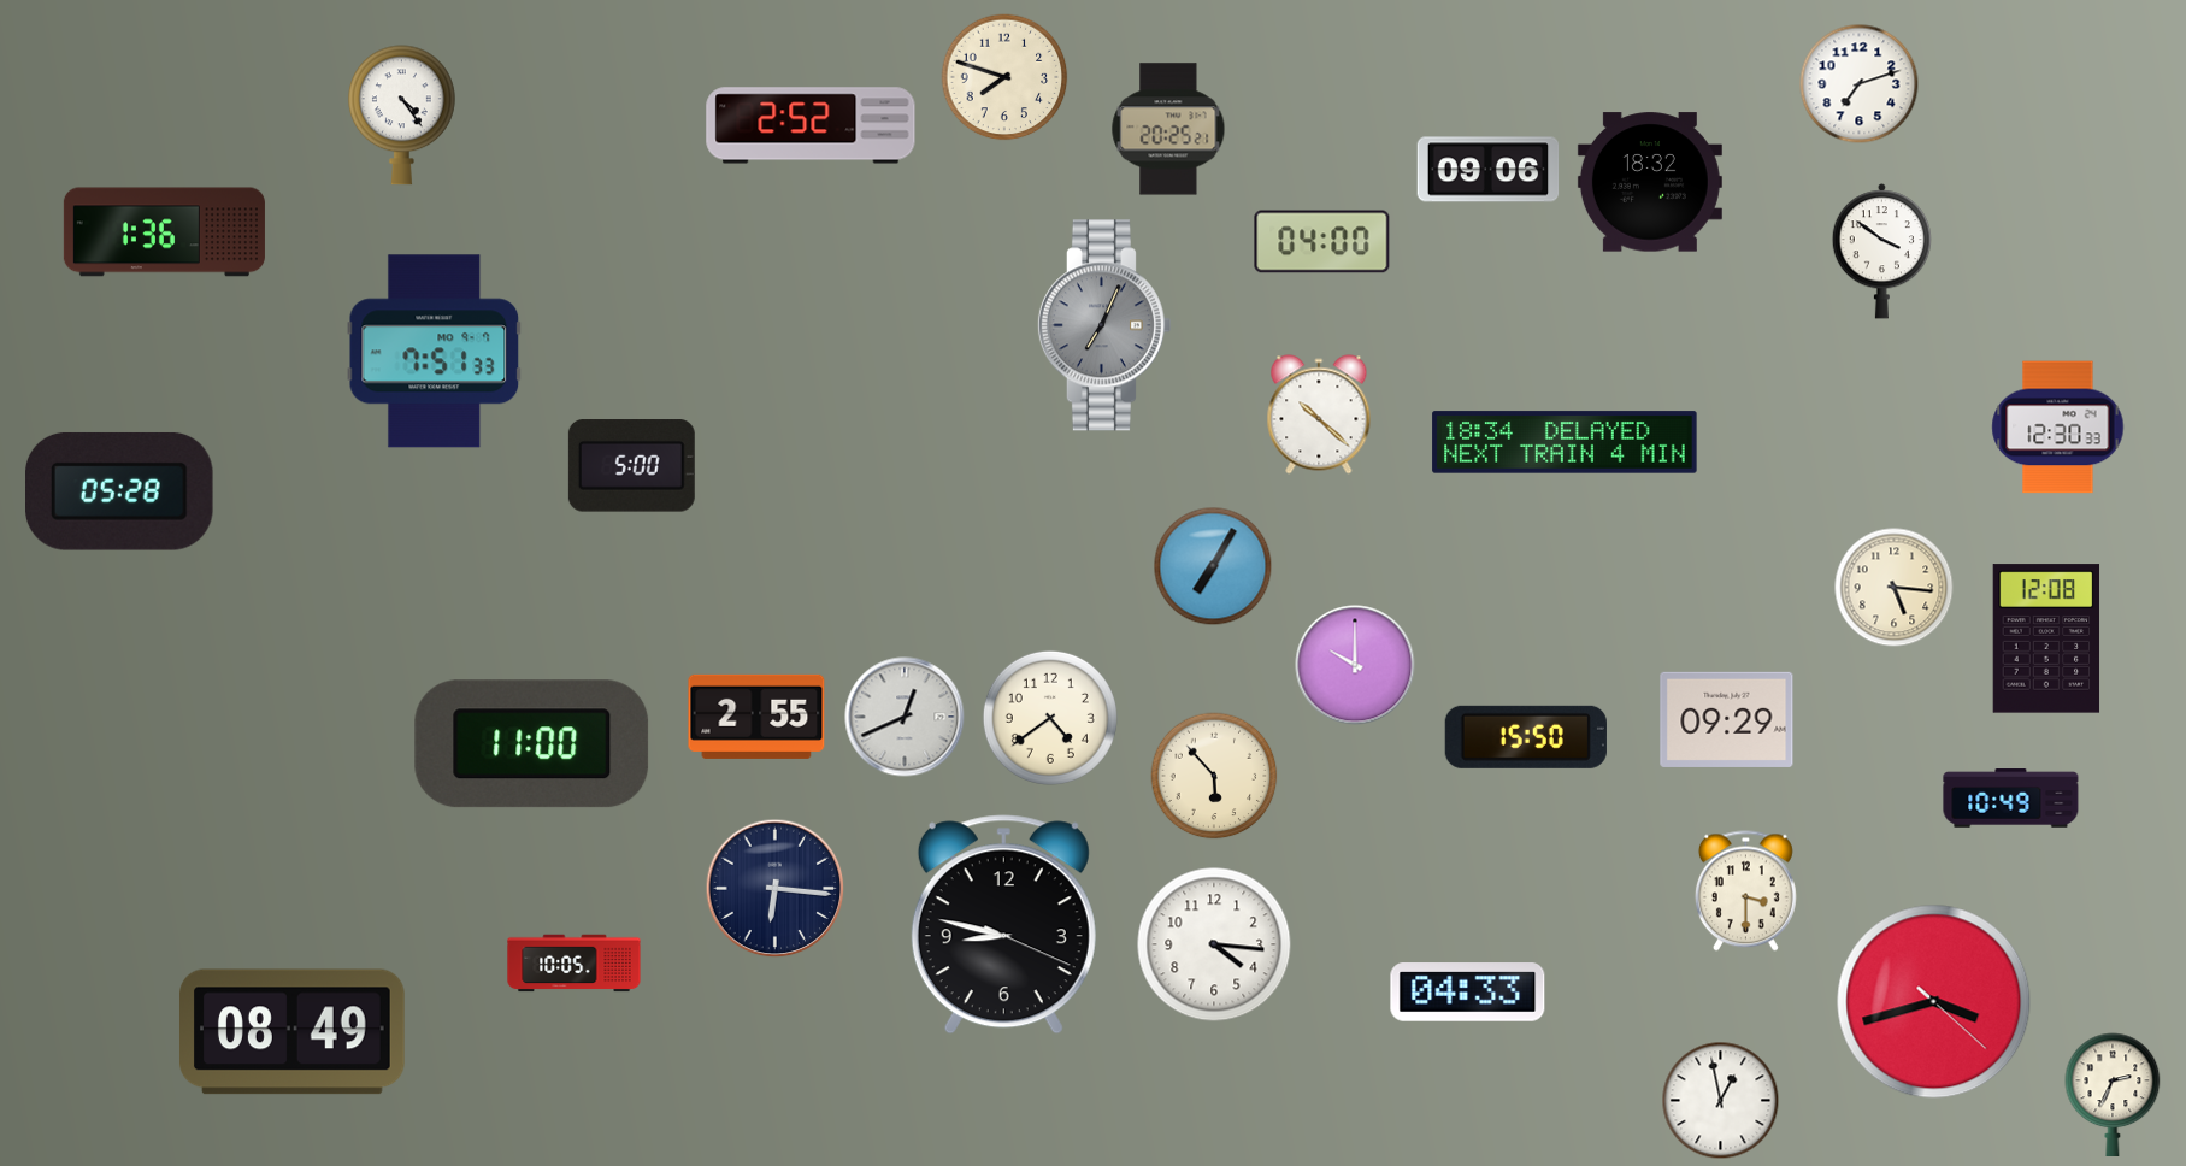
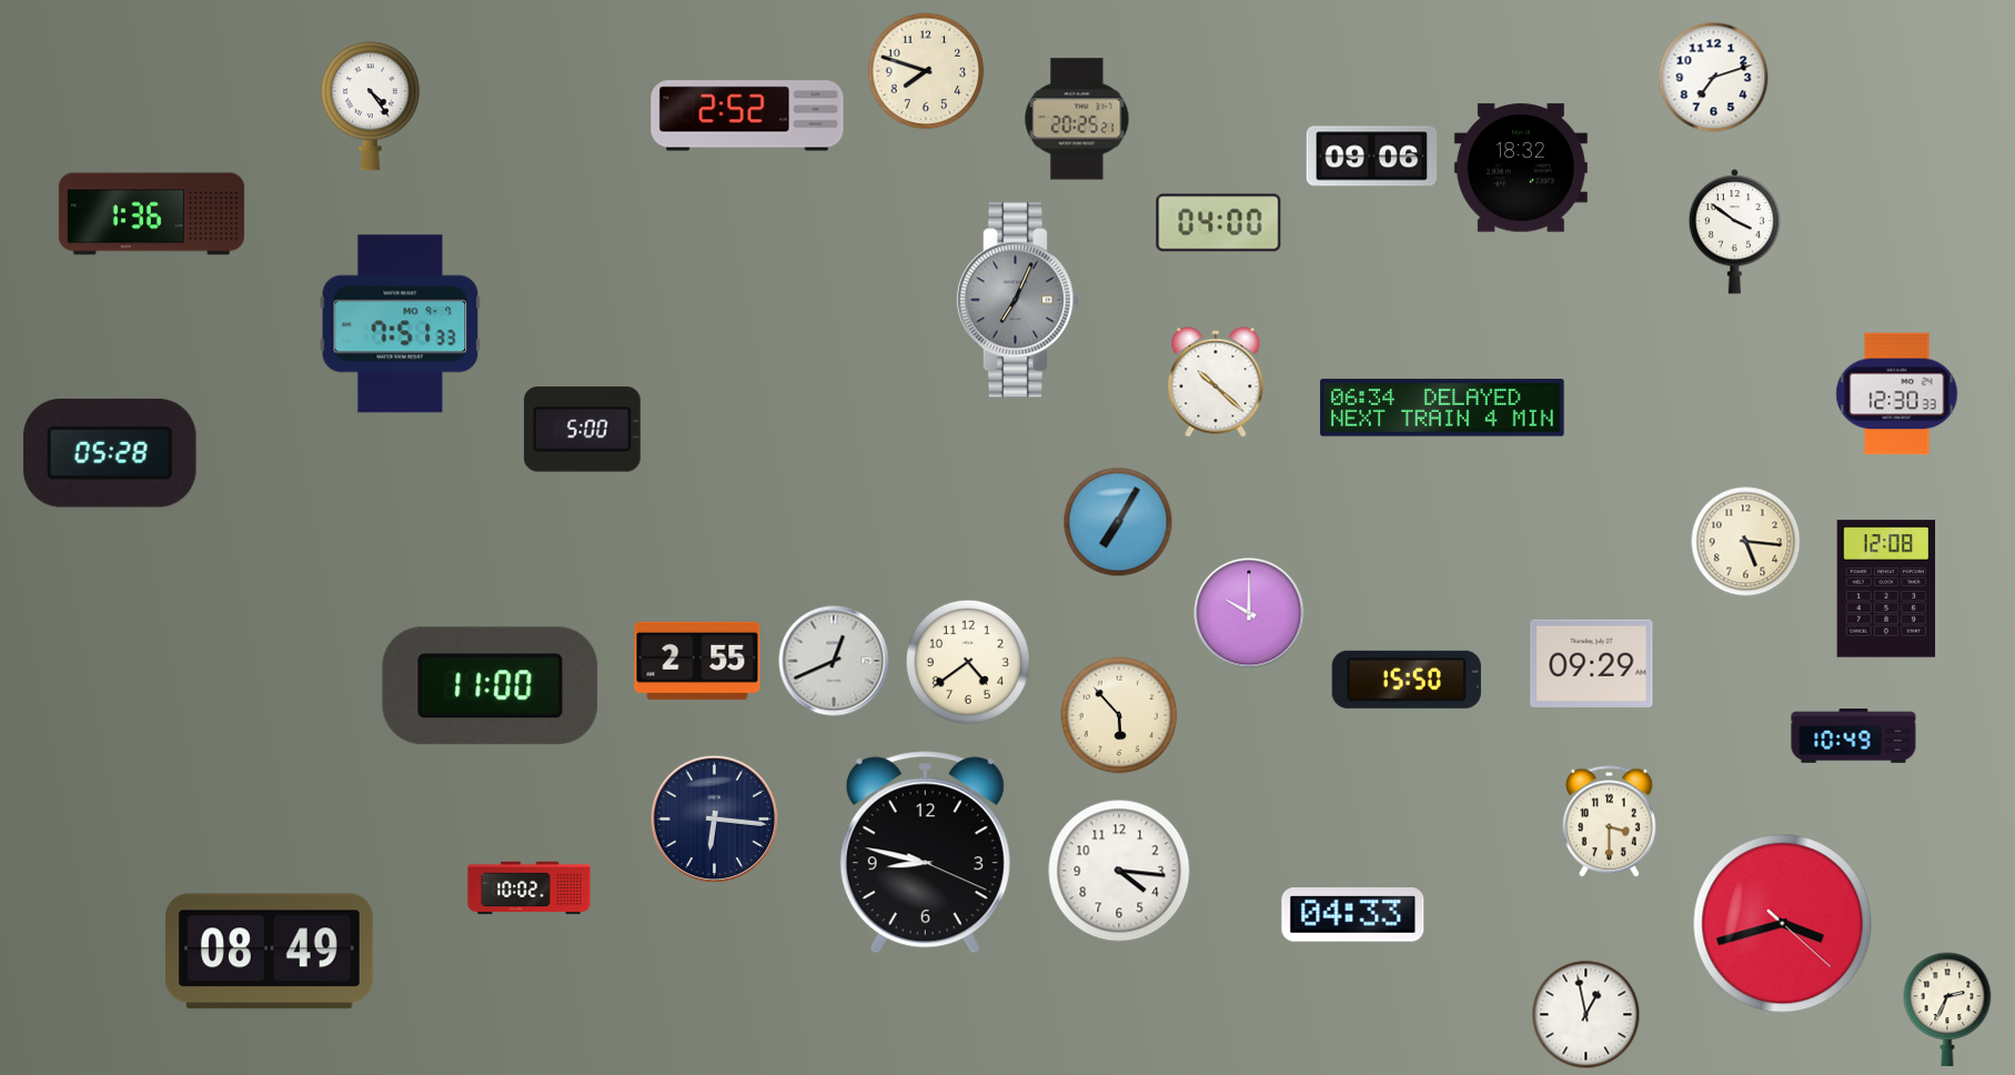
clock at (1565, 442): 18:34 -> 06:34
clock at (575, 964): 10:05 -> 10:02
